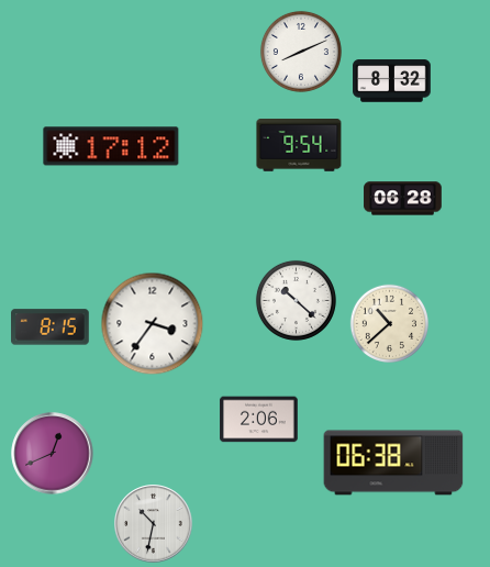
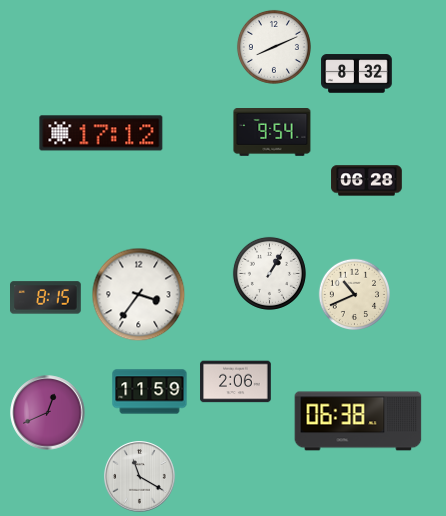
clock at (296, 300): 10:22 -> 1:05
clock at (389, 323): 10:38 -> 10:41
clock at (150, 392): none -> 11:59
clock at (154, 524): 10:32 -> 11:20
